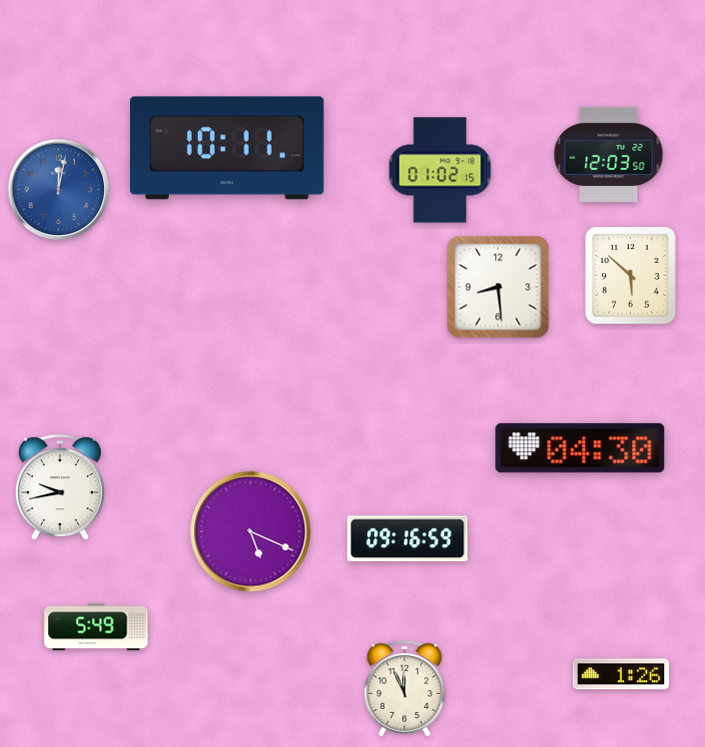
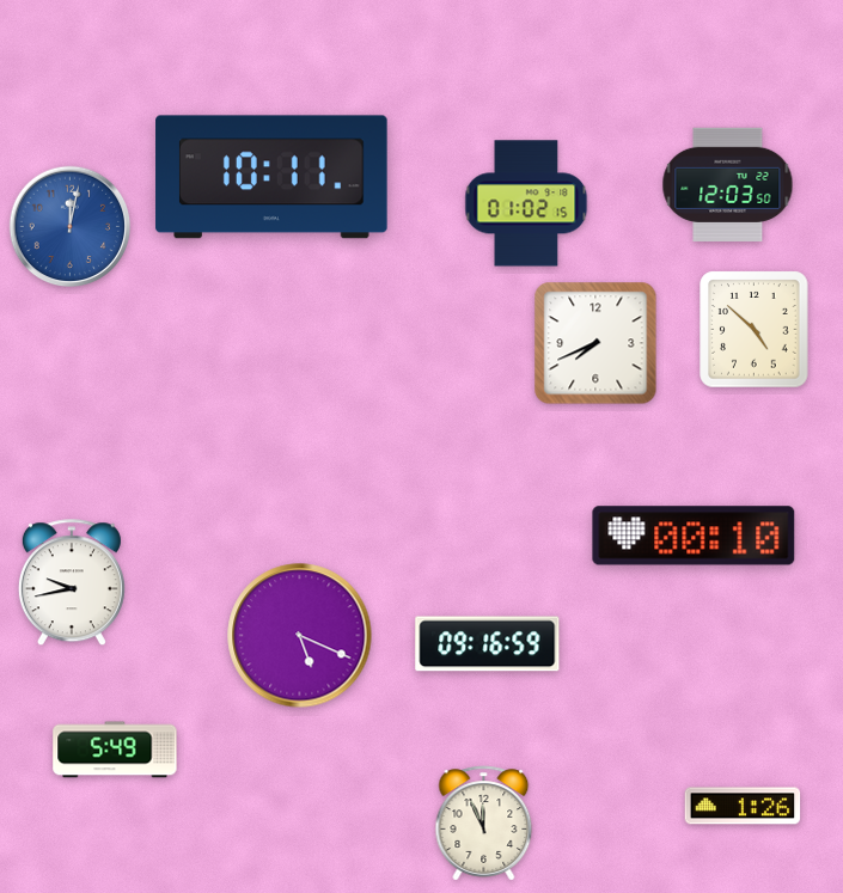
clock at (631, 276): 5:52 -> 4:52
clock at (498, 287): 8:29 -> 7:41
clock at (580, 448): 04:30 -> 00:10
